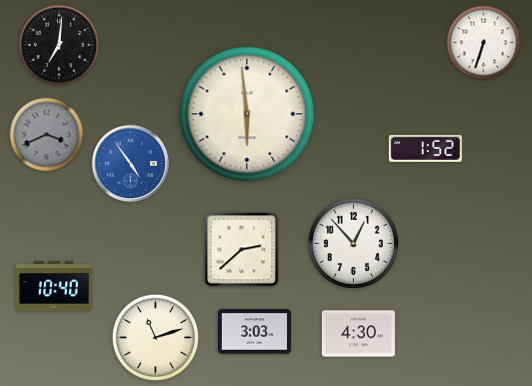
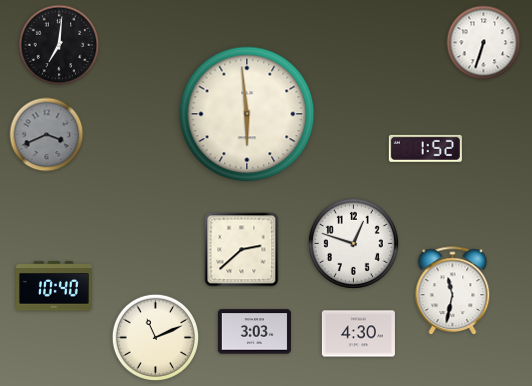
clock at (130, 163): 4:54 -> none
clock at (353, 243): 12:53 -> 12:48
clock at (453, 291): none -> 11:32
clock at (155, 337): 11:12 -> 11:11
